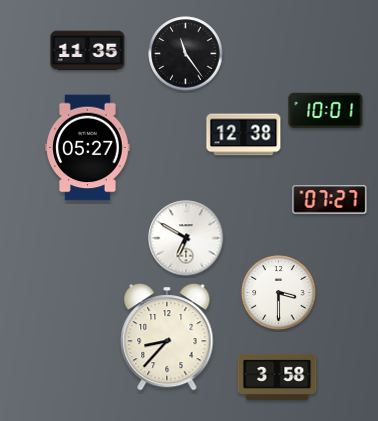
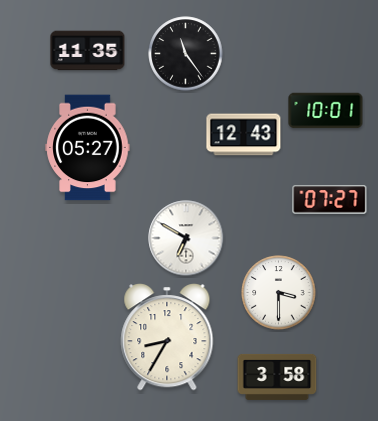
clock at (244, 135): 12:38 -> 12:43
clock at (167, 337): 8:37 -> 8:35
